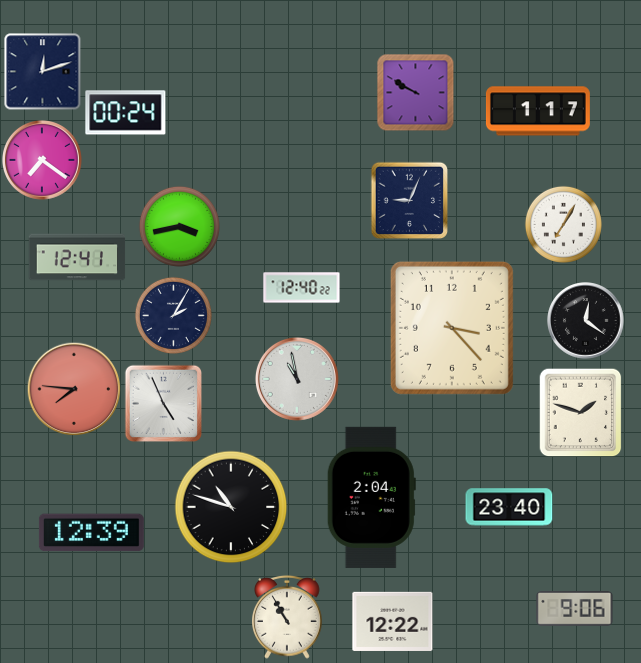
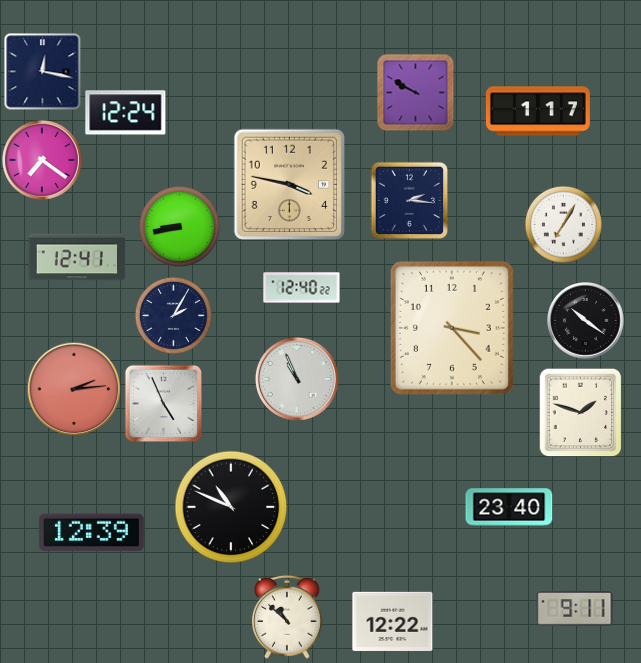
clock at (43, 72): 12:12 -> 12:17
clock at (126, 113): 00:24 -> 12:24
clock at (289, 184): none -> 3:47
clock at (409, 200): 9:04 -> 2:16
clock at (179, 226): 3:43 -> 8:43
clock at (586, 321): 12:21 -> 10:21
clock at (297, 379): 10:58 -> 10:56
clock at (74, 389): 7:46 -> 2:14
clock at (371, 497): 2:04 -> none
clock at (231, 507): 10:48 -> 10:49
clock at (575, 609): 9:06 -> 9:11
clock at (287, 617): 10:55 -> 10:52
